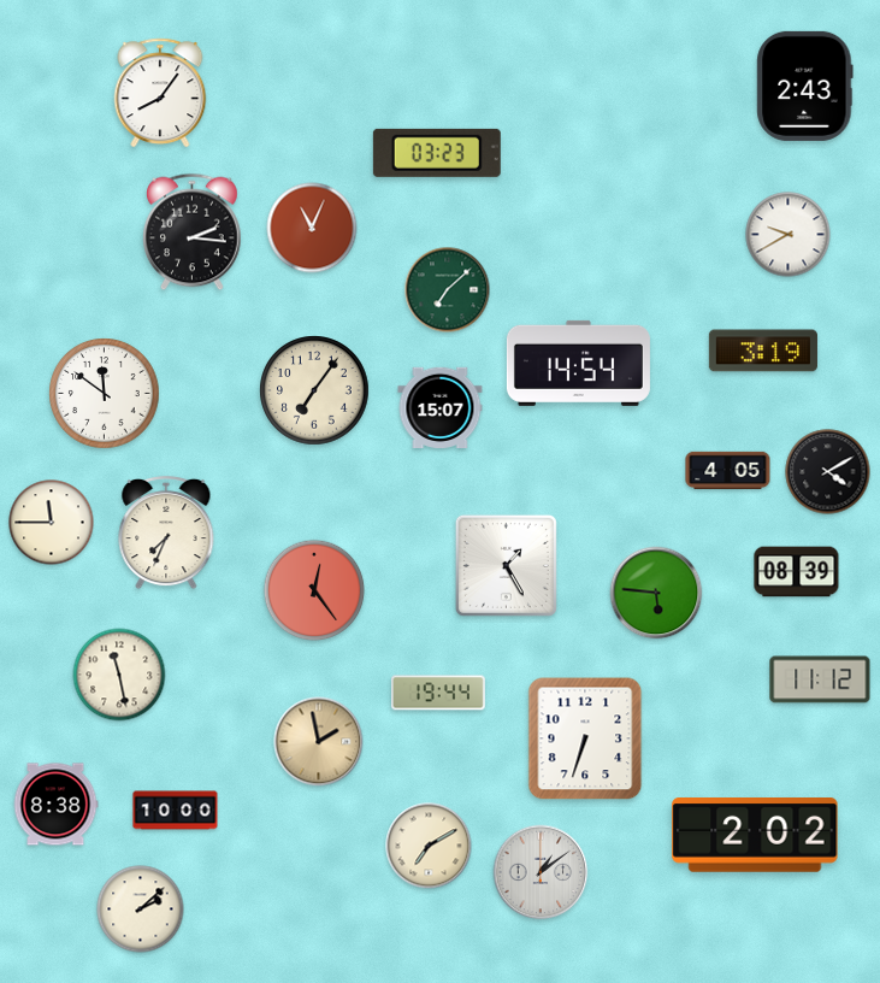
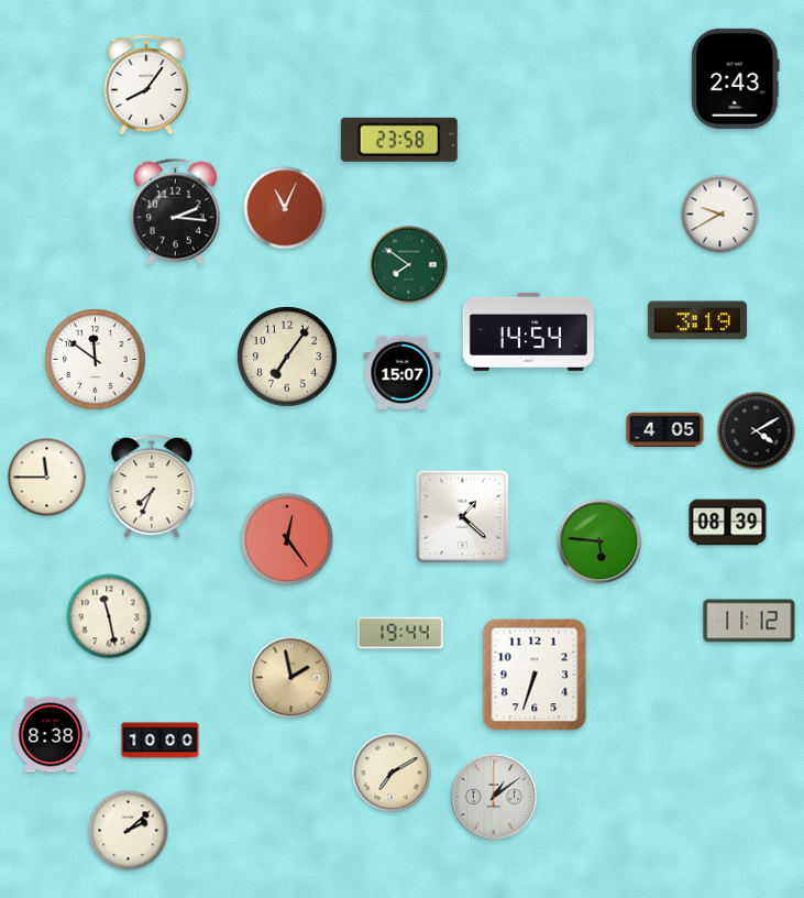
clock at (437, 153): 03:23 -> 23:58
clock at (448, 290): 7:08 -> 7:51
clock at (506, 565): 1:25 -> 1:22
clock at (755, 835): 2:02 -> none
